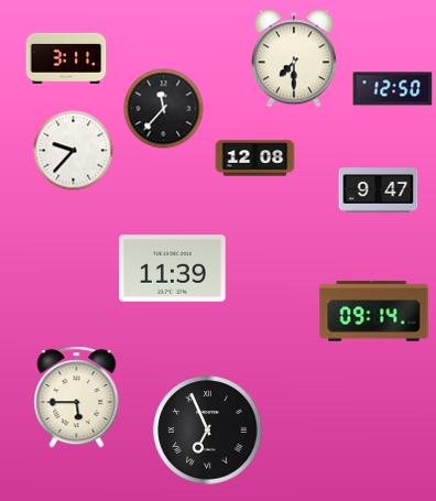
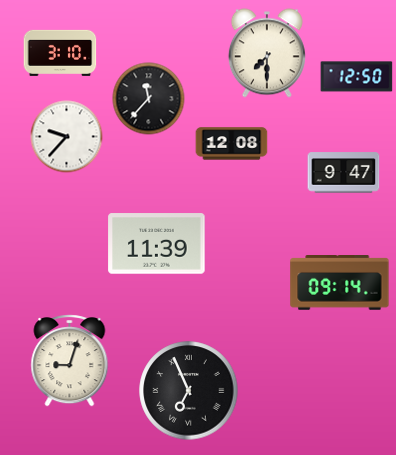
clock at (66, 58): 3:11 -> 3:10
clock at (393, 89) position: (393, 89) -> (357, 77)
clock at (77, 397): 5:45 -> 9:03
